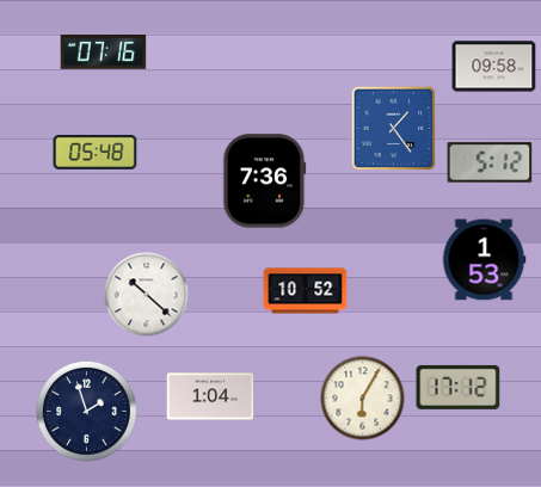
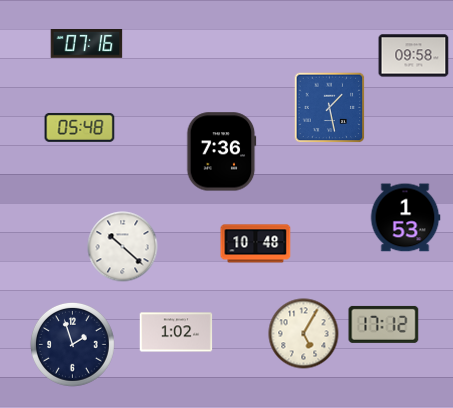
clock at (394, 129): 1:24 -> 1:28
clock at (490, 162): 5:12 -> none
clock at (306, 291): 10:52 -> 10:48
clock at (210, 396): 1:04 -> 1:02
clock at (363, 399): 6:05 -> 5:05
